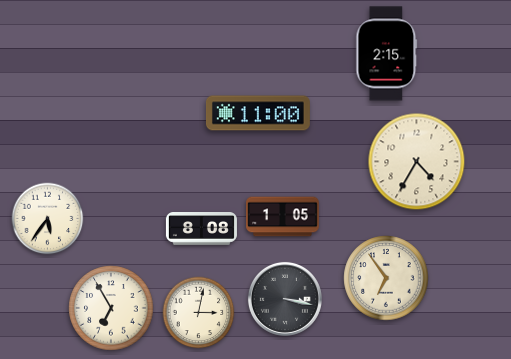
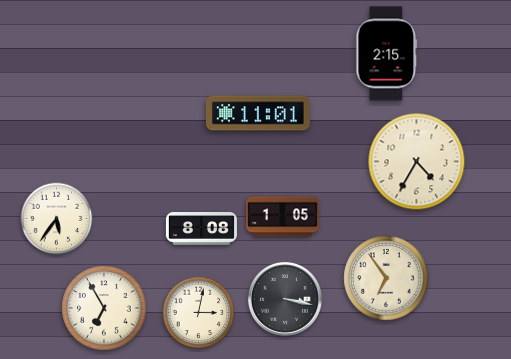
clock at (258, 113): 11:00 -> 11:01
clock at (48, 219) position: (48, 219) -> (57, 219)
clock at (111, 308) position: (111, 308) -> (104, 308)
